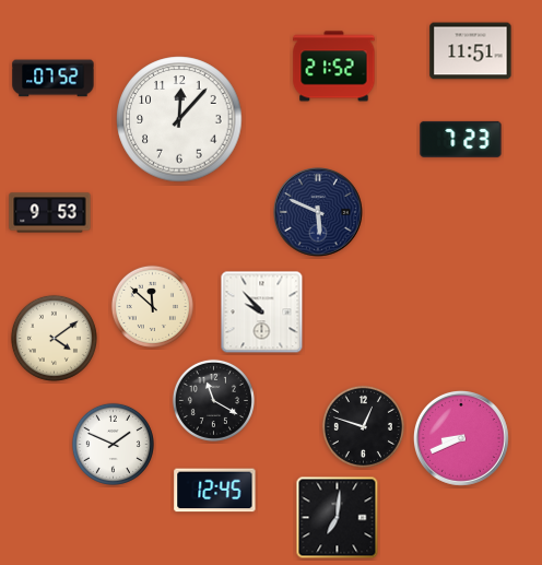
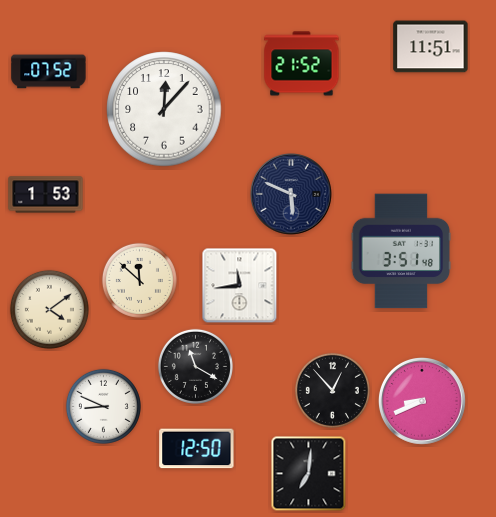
clock at (334, 67) position: (334, 67) -> (302, 64)
clock at (461, 139): 7:23 -> none
clock at (50, 213): 9:53 -> 1:53
clock at (401, 251): none -> 3:51
clock at (262, 313): 9:53 -> 11:44
clock at (363, 426): 12:48 -> 12:53
clock at (113, 444): 1:49 -> 8:49
clock at (215, 491): 12:45 -> 12:50
